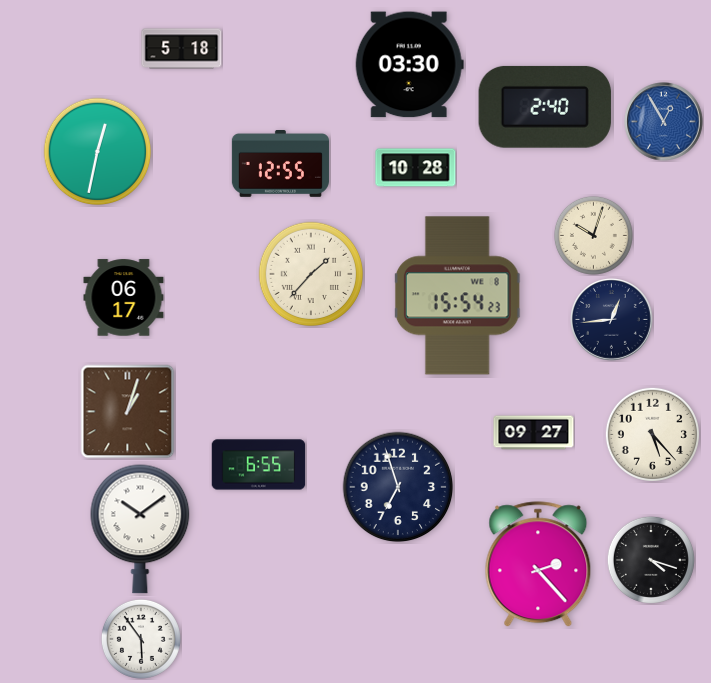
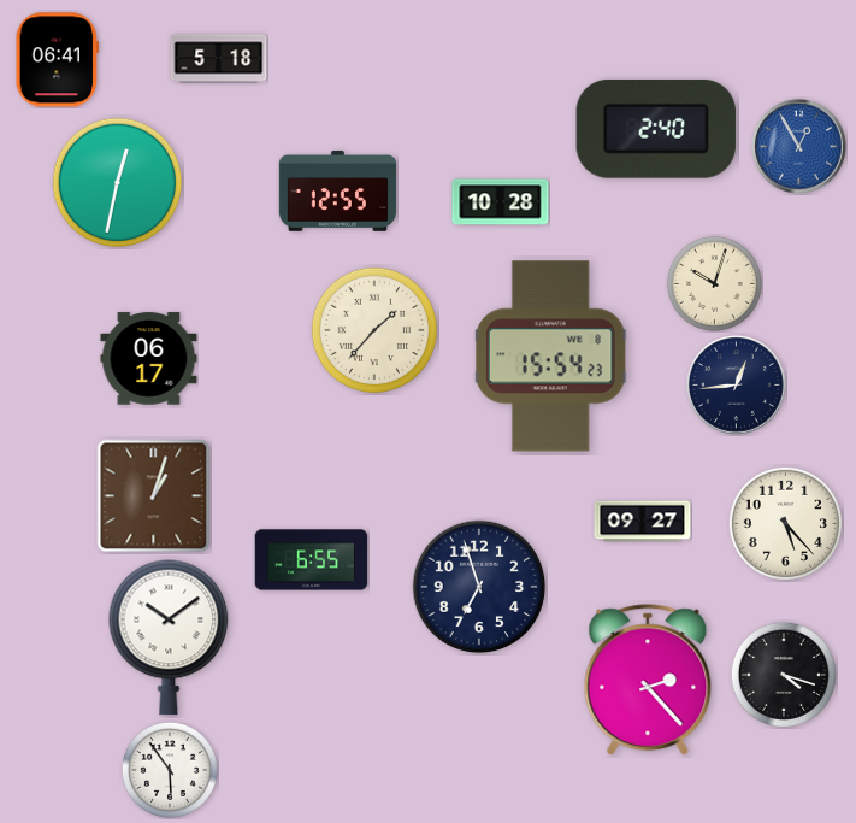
clock at (57, 60): none -> 06:41
clock at (409, 65): 03:30 -> none
clock at (280, 164) position: (280, 164) -> (337, 192)
